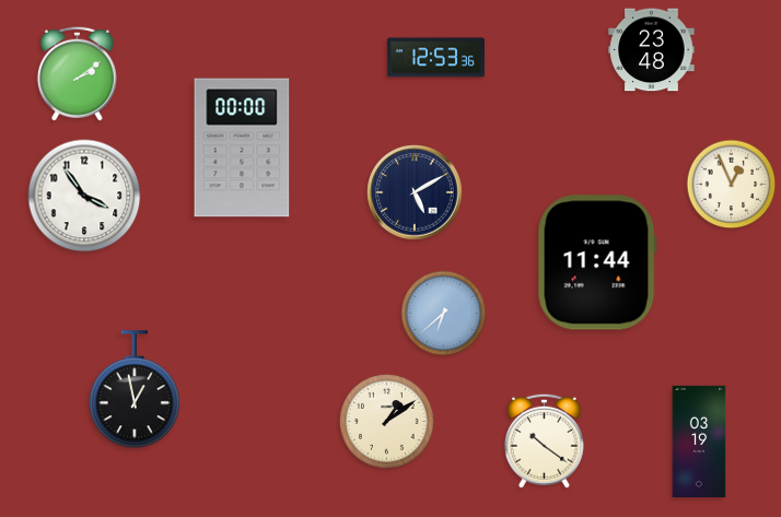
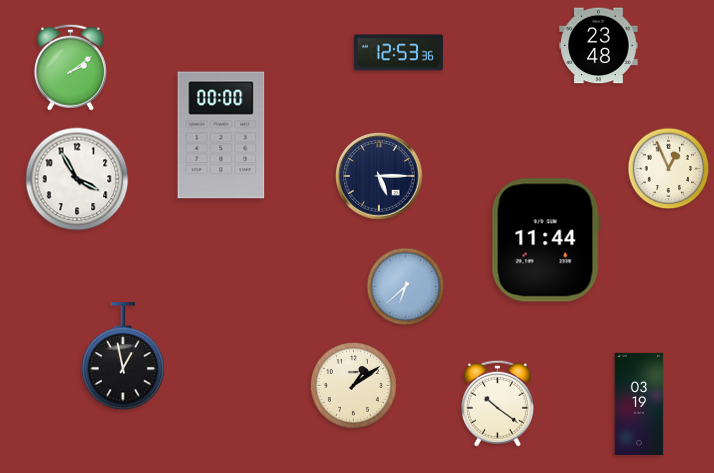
clock at (652, 50) position: (652, 50) -> (599, 46)
clock at (415, 192): 5:10 -> 5:15
clock at (84, 196): 3:54 -> 3:55
